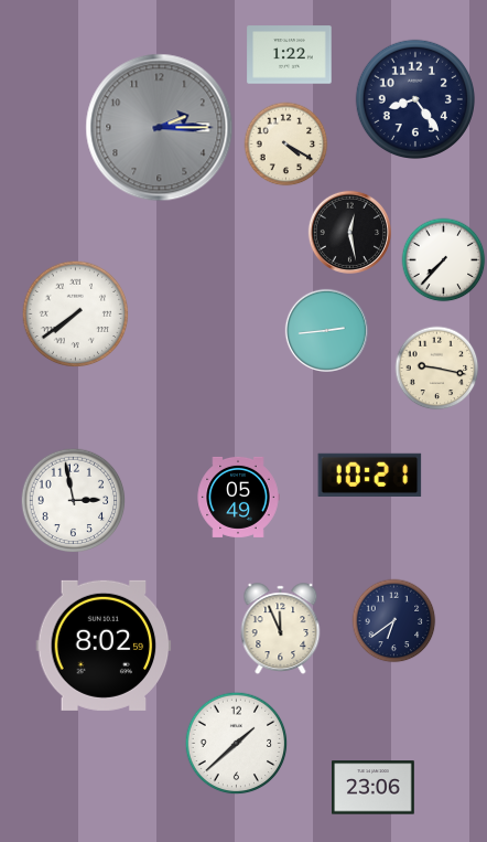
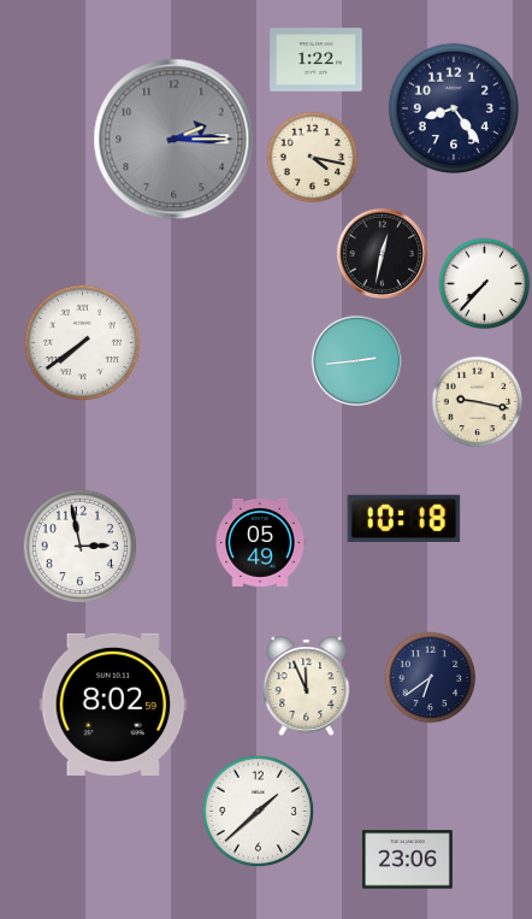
clock at (286, 145): 4:20 -> 4:17
clock at (349, 232): 12:28 -> 12:32
clock at (370, 475): 10:21 -> 10:18
